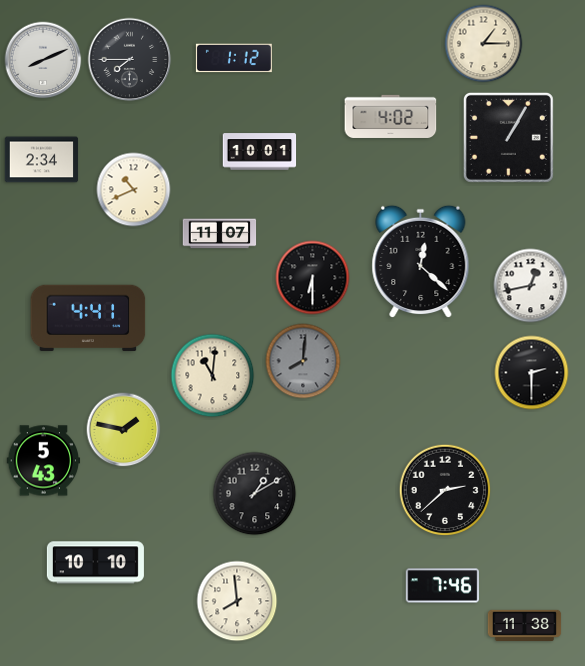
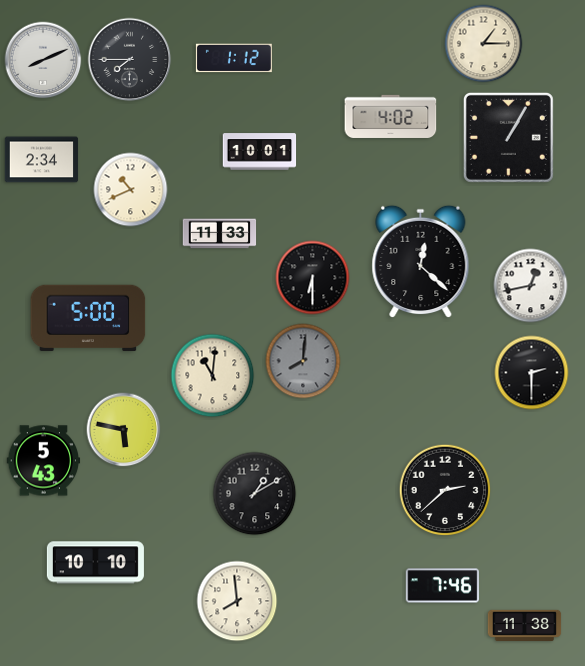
clock at (134, 190) position: (134, 190) -> (131, 190)
clock at (220, 234): 11:07 -> 11:33
clock at (88, 318): 4:41 -> 5:00
clock at (124, 430): 1:47 -> 5:47
